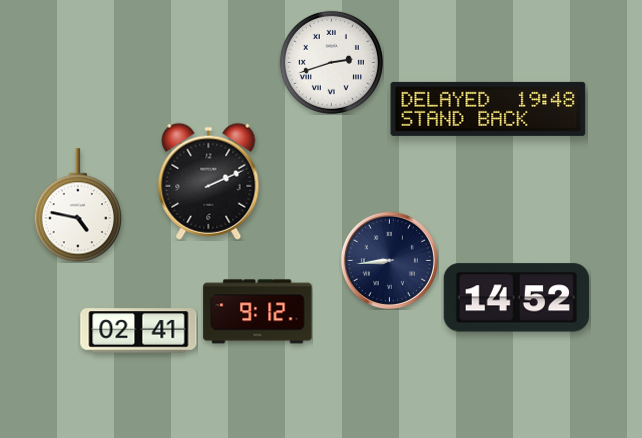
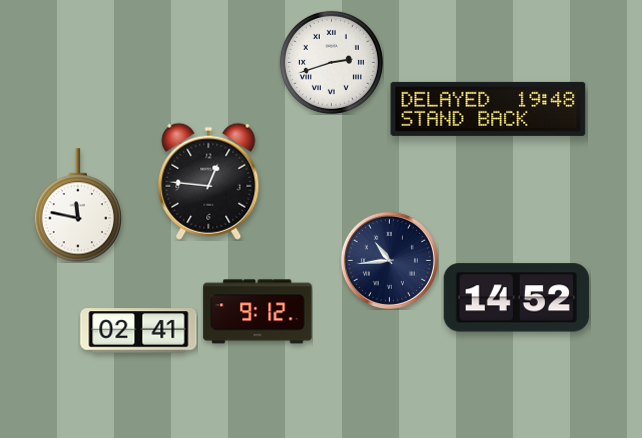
clock at (209, 181): 2:11 -> 12:46
clock at (78, 205): 4:47 -> 11:47
clock at (389, 260): 8:44 -> 10:44
